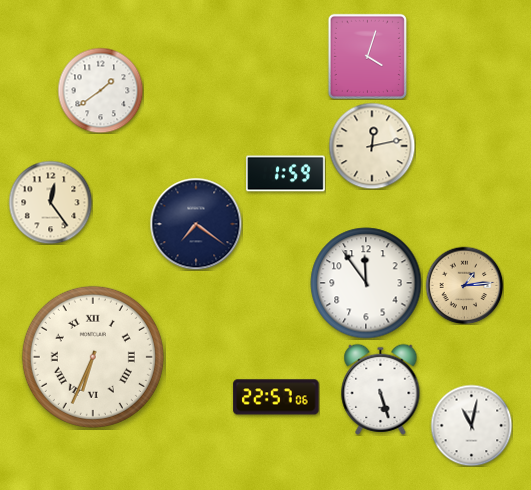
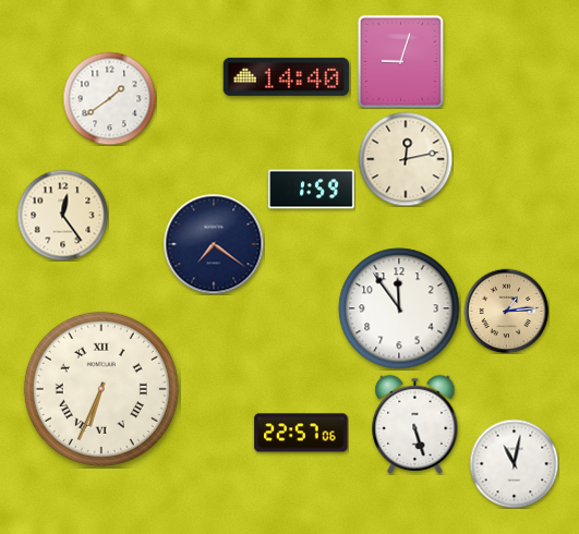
clock at (367, 56): 4:03 -> 9:03
clock at (287, 76): none -> 14:40
clock at (50, 202) position: (50, 202) -> (62, 215)
